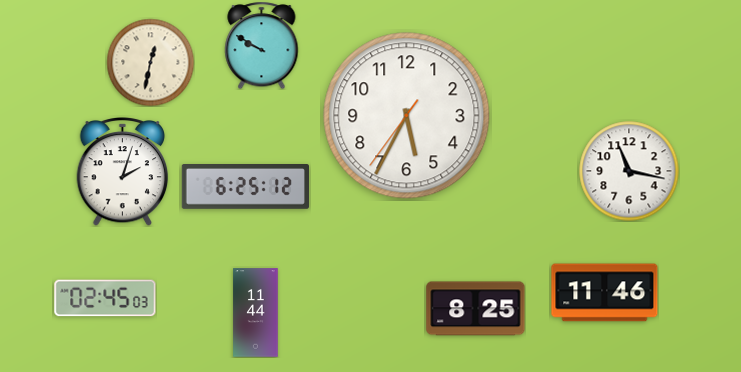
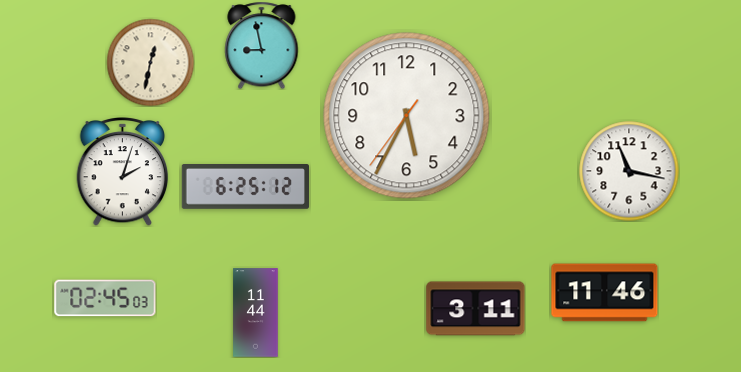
clock at (262, 45): 9:50 -> 8:58
clock at (476, 309): 8:25 -> 3:11
